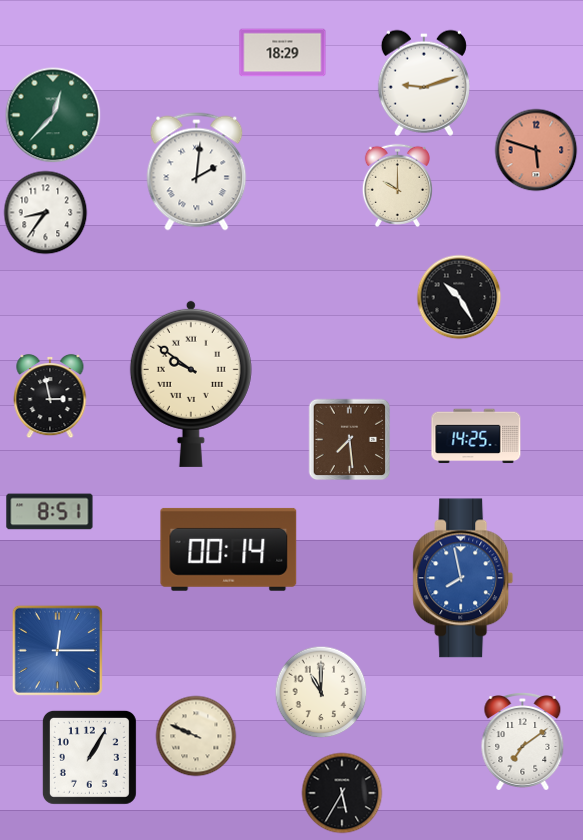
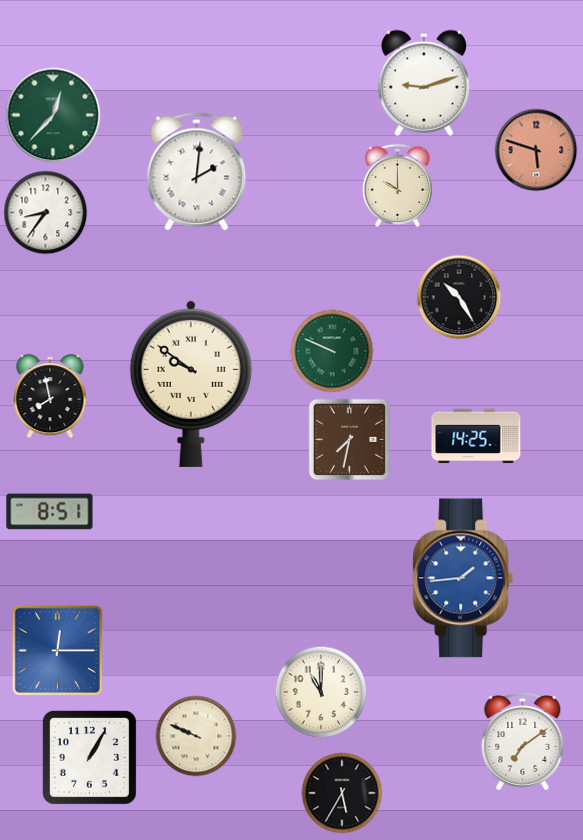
clock at (283, 53): 18:29 -> none
clock at (332, 351): none -> 9:49
clock at (50, 396): 2:58 -> 7:58
clock at (350, 440): 7:29 -> 7:32
clock at (229, 549): 00:14 -> none
clock at (463, 578): 7:58 -> 1:44
